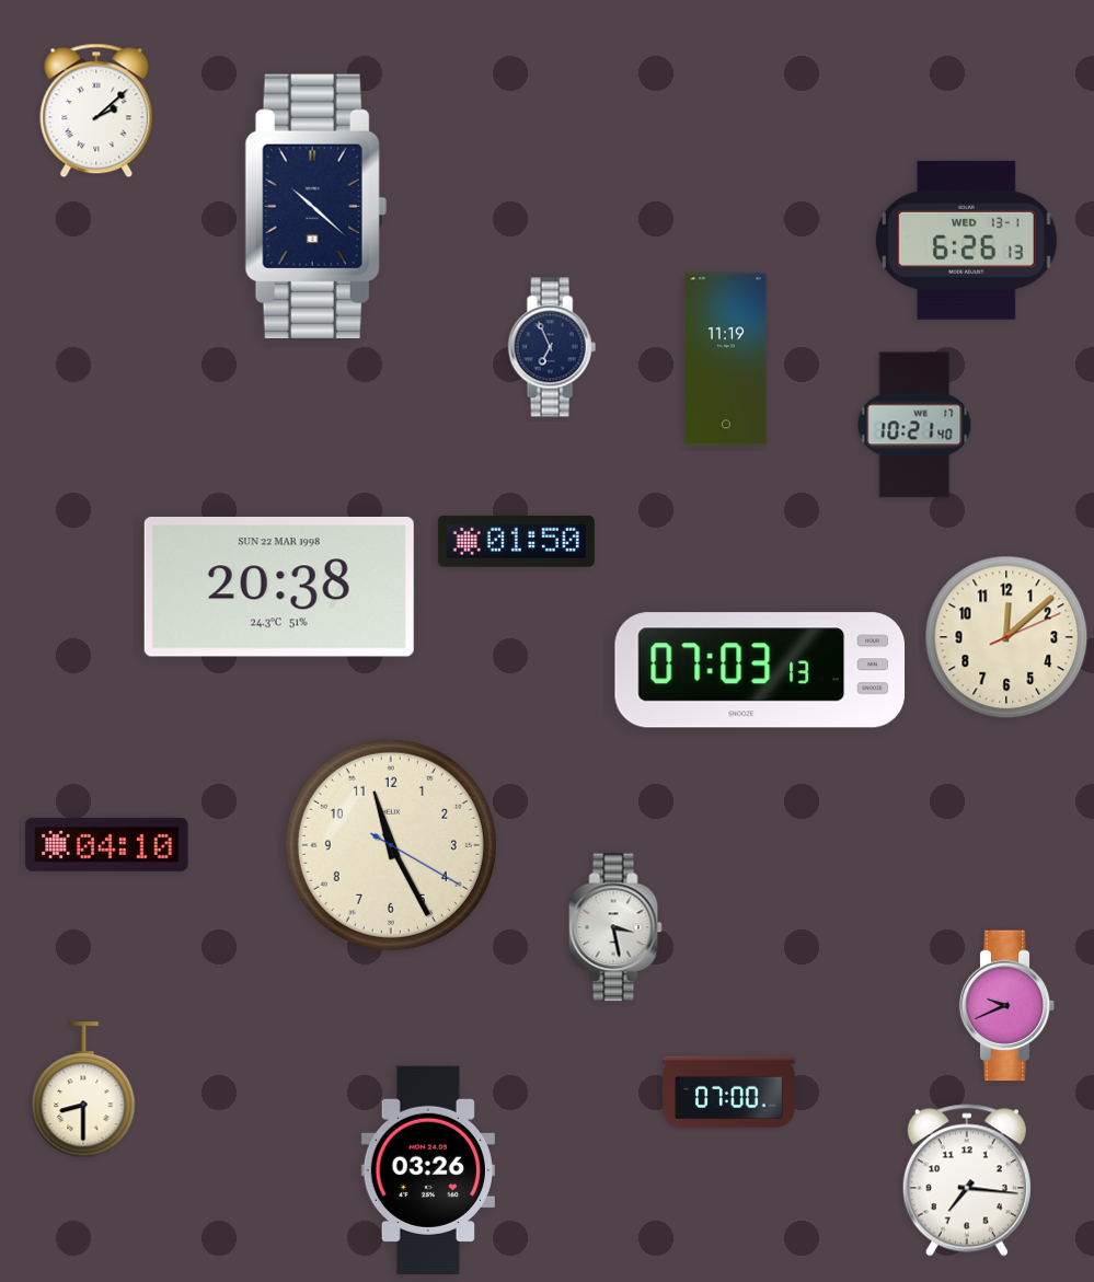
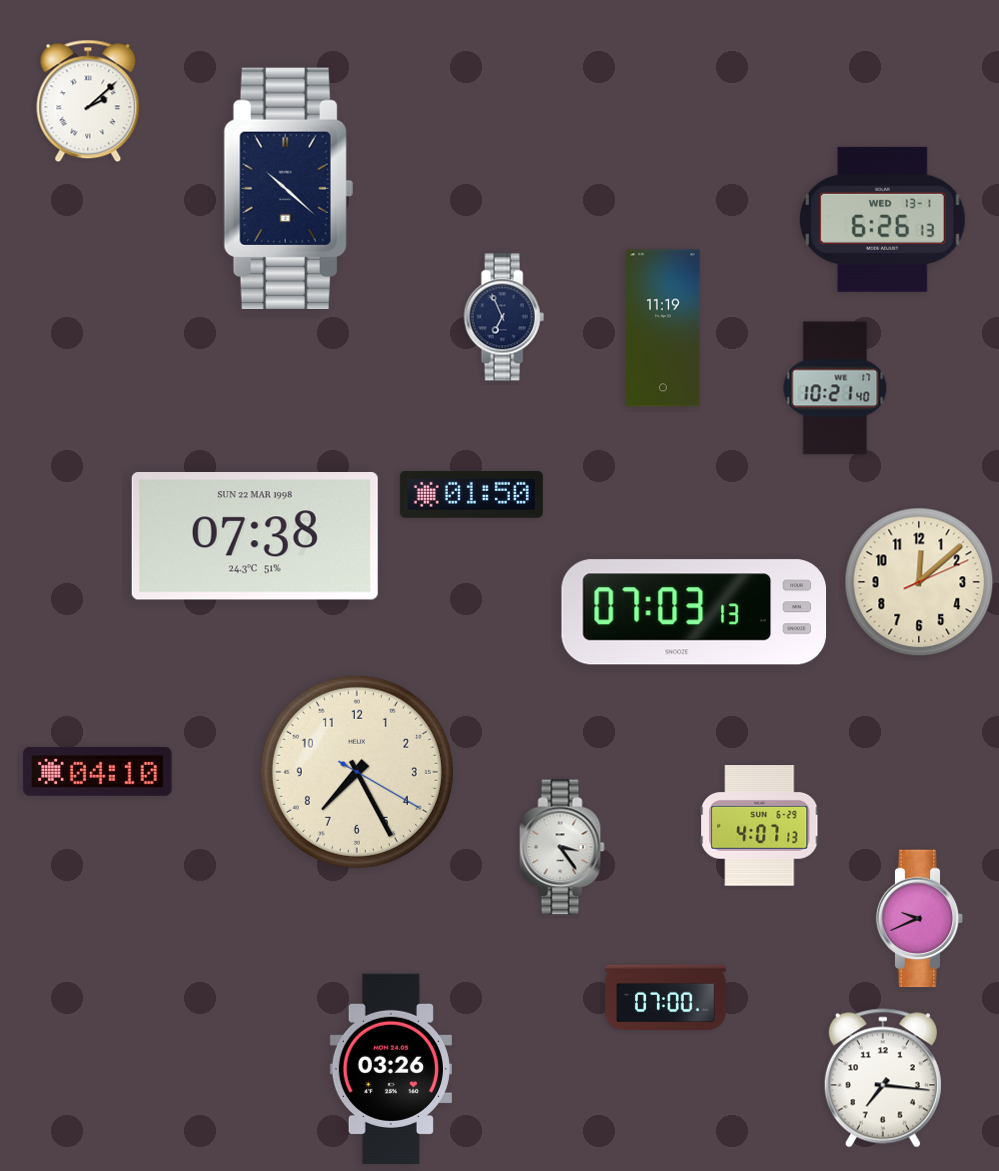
clock at (279, 587): 20:38 -> 07:38
clock at (391, 845): 11:25 -> 7:25
clock at (760, 826): none -> 4:07
clock at (615, 927): 3:28 -> 3:24
clock at (83, 1090): 8:30 -> none
